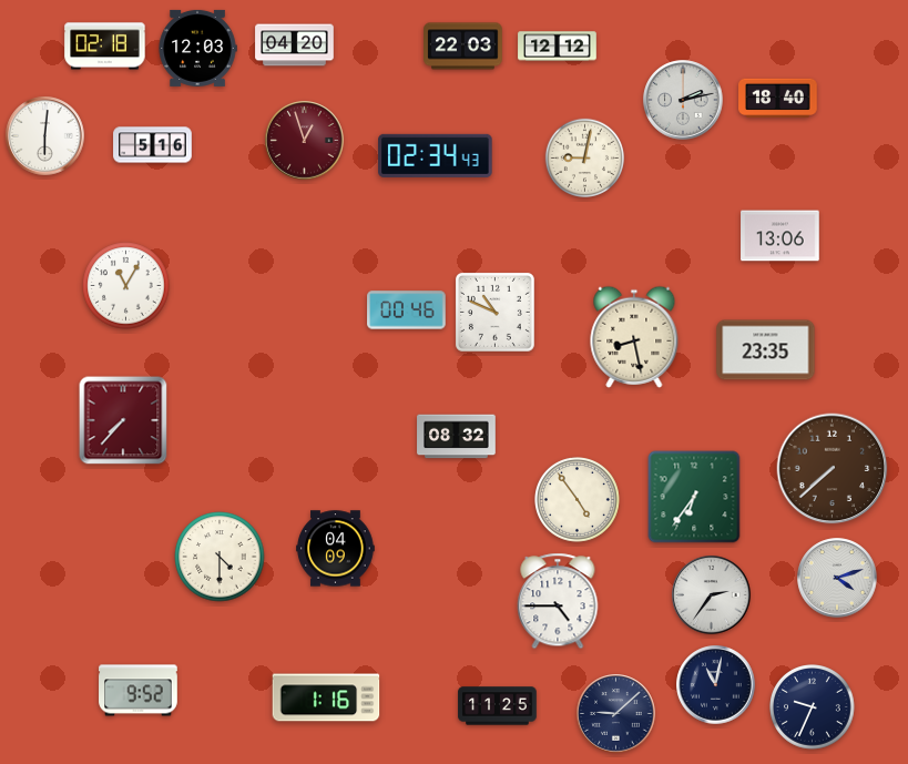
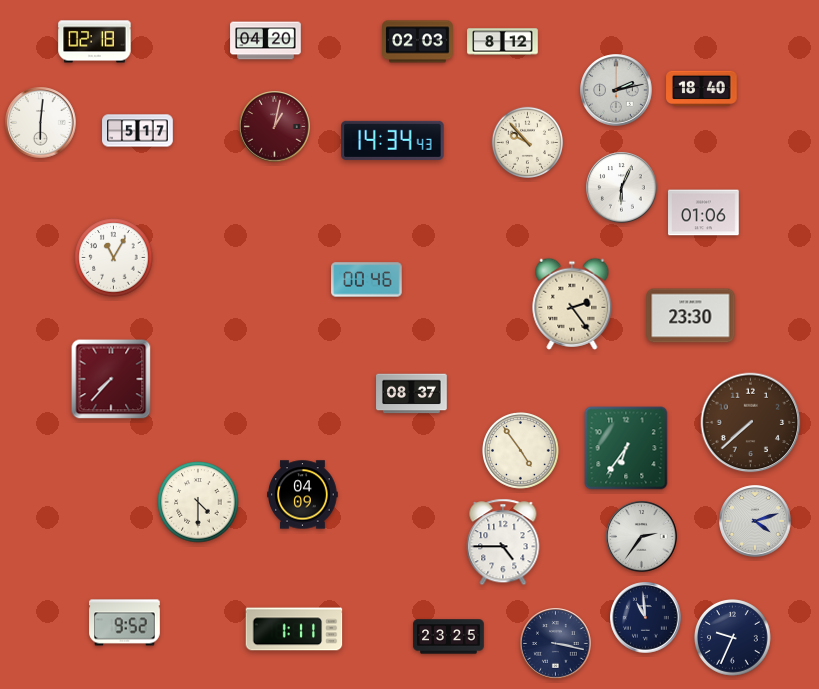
clock at (463, 47): 22:03 -> 02:03
clock at (558, 47): 12:12 -> 8:12
clock at (197, 48): 12:03 -> none
clock at (305, 141): 12:57 -> 1:02
clock at (153, 145): 5:16 -> 5:17
clock at (436, 155): 02:34 -> 14:34
clock at (584, 157): 9:02 -> 9:53
clock at (622, 188): none -> 6:04
clock at (781, 236): 13:06 -> 01:06
clock at (494, 312): 10:49 -> none
clock at (634, 337): 8:28 -> 2:24
clock at (766, 350): 23:35 -> 23:30
clock at (457, 437): 08:32 -> 08:37
clock at (716, 685): 11:02 -> 10:59
clock at (326, 697): 1:16 -> 1:11
clock at (498, 706): 11:25 -> 23:25
clock at (616, 714): 9:08 -> 3:17
